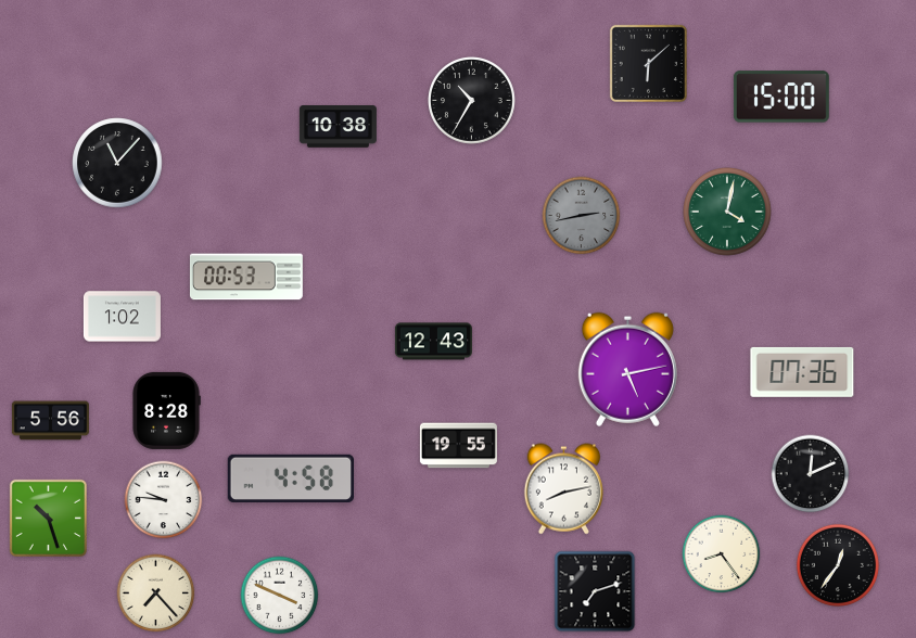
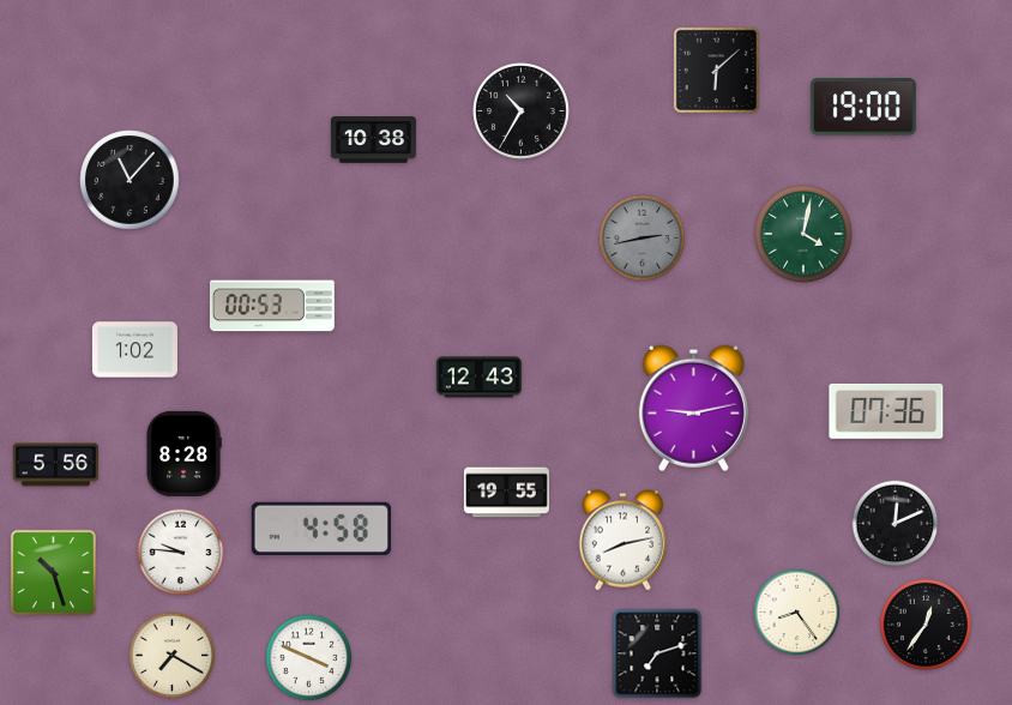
clock at (781, 97): 15:00 -> 19:00
clock at (627, 369): 5:13 -> 9:13
clock at (156, 594): 7:23 -> 7:20
